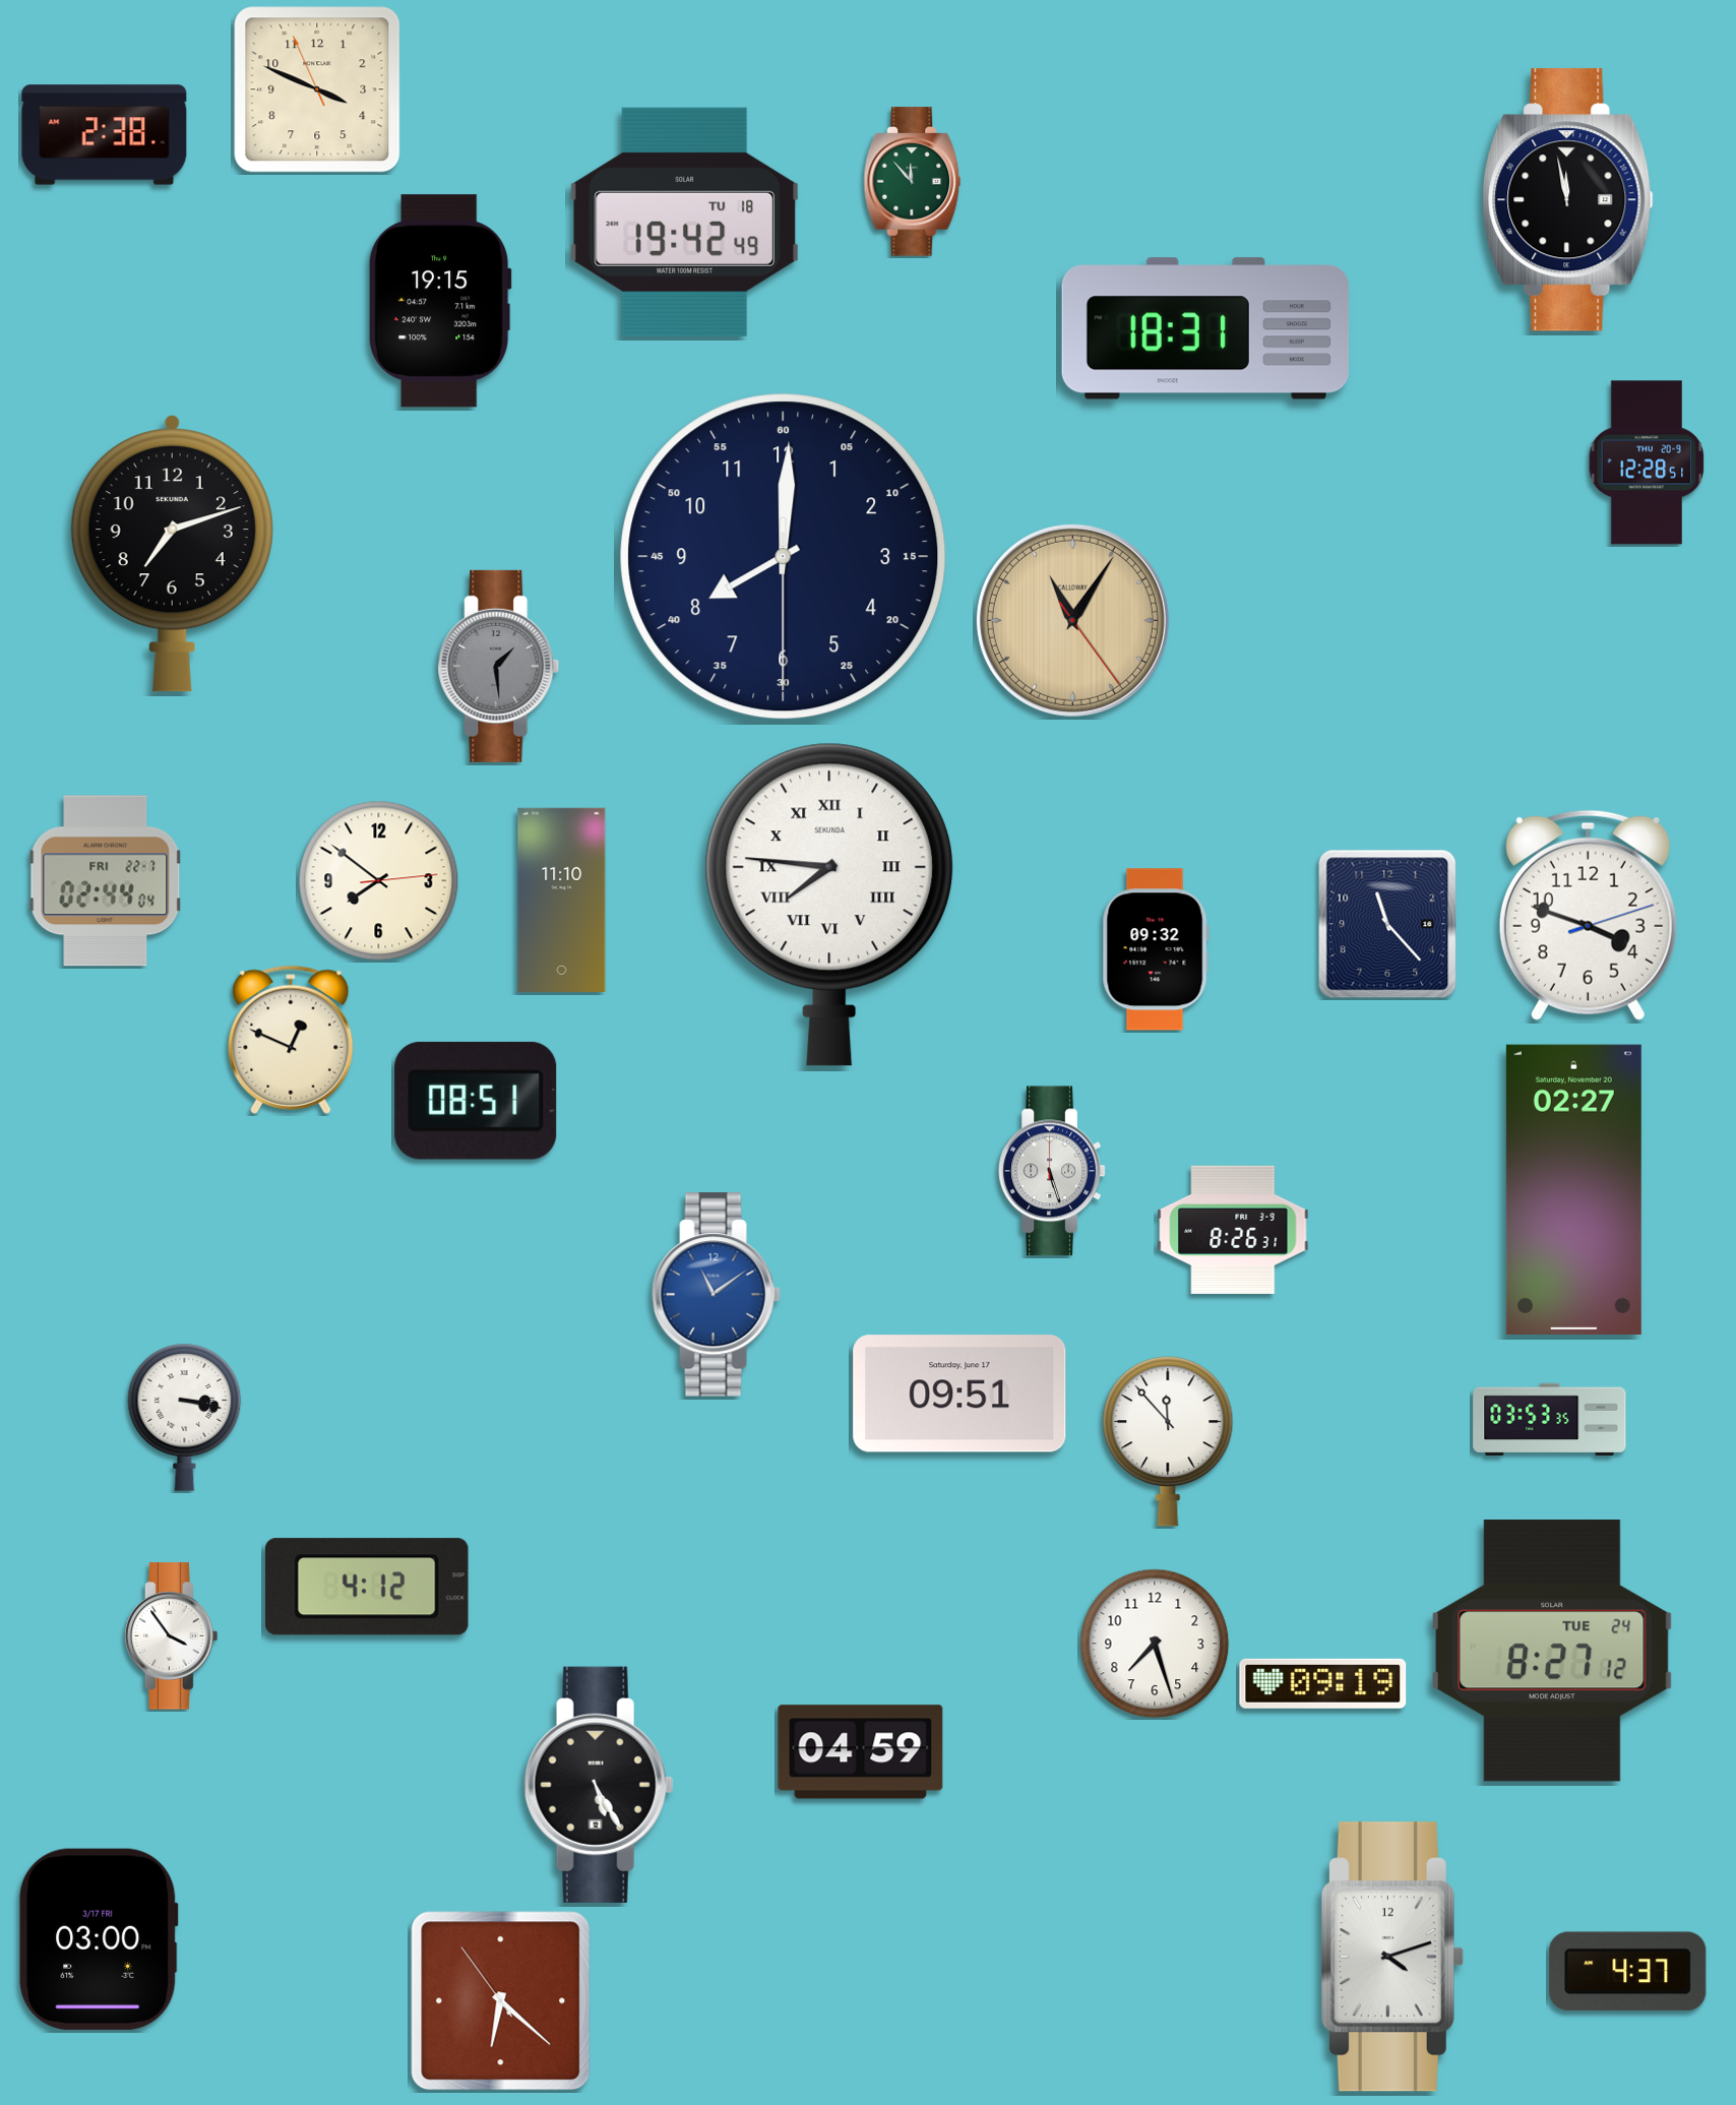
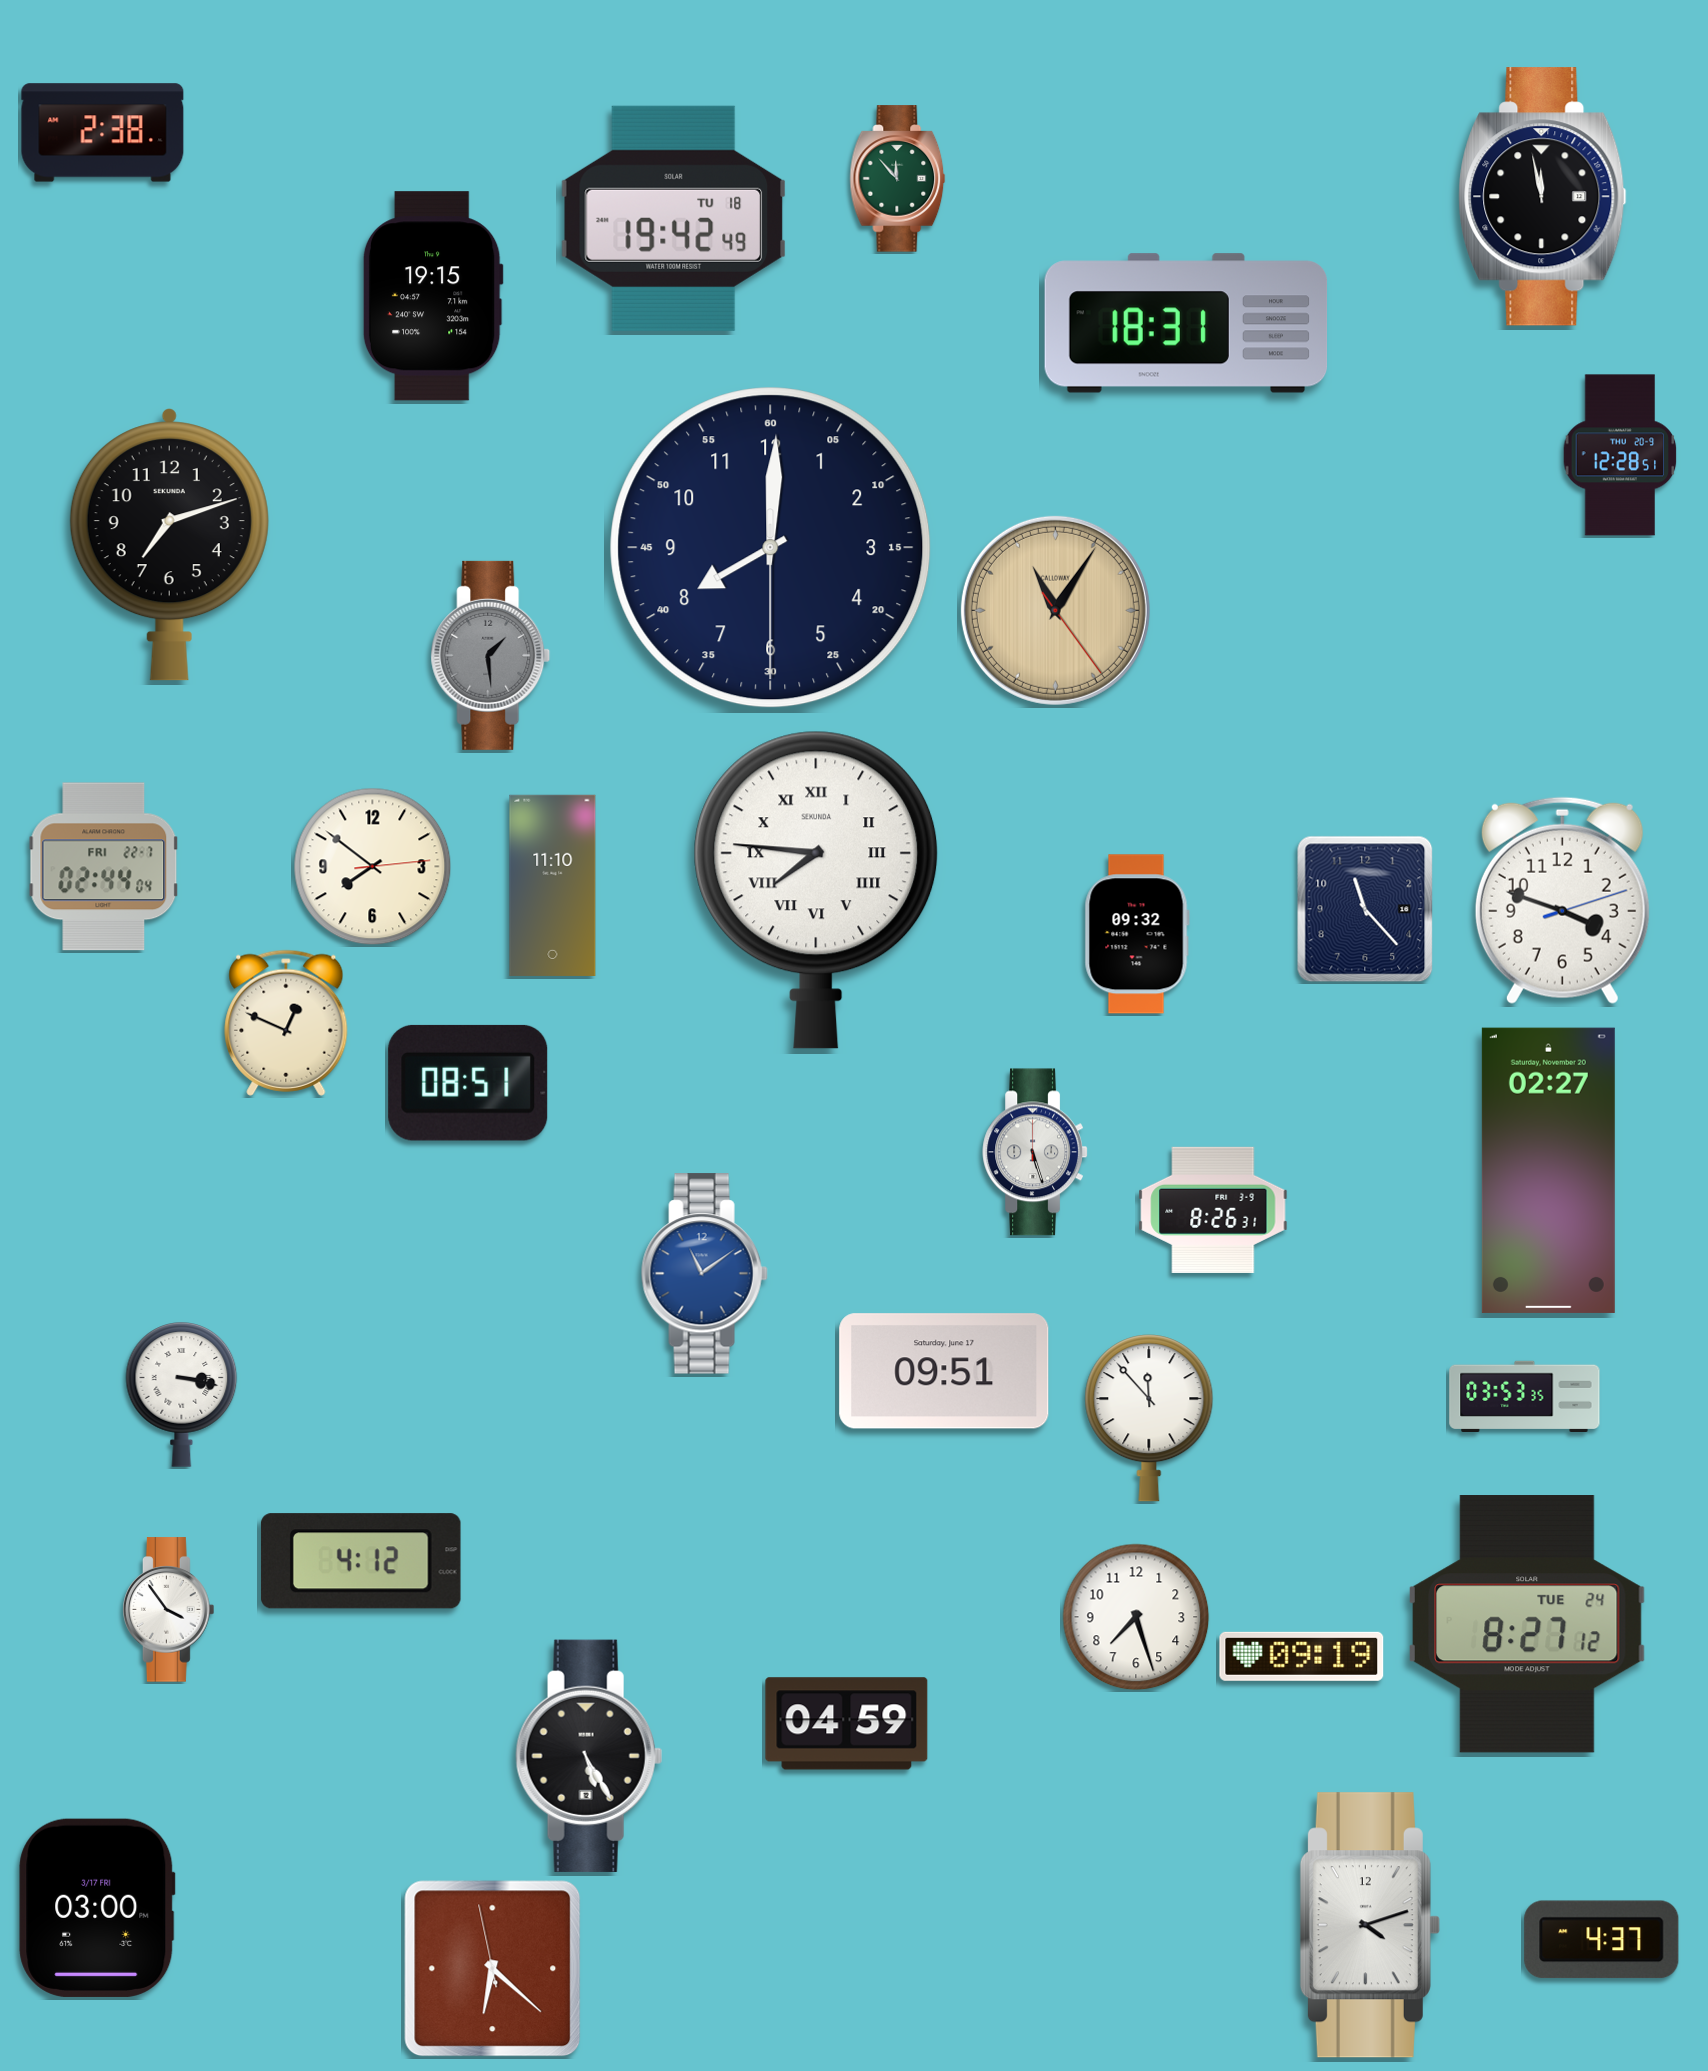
clock at (317, 89): 3:48 -> none
clock at (501, 2001): 6:21:54 -> 6:21:58
